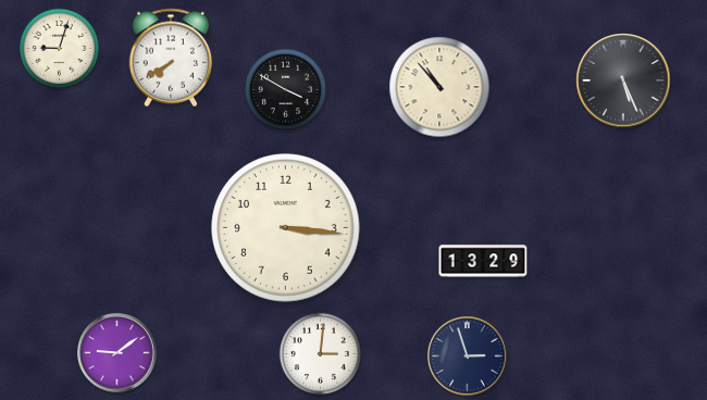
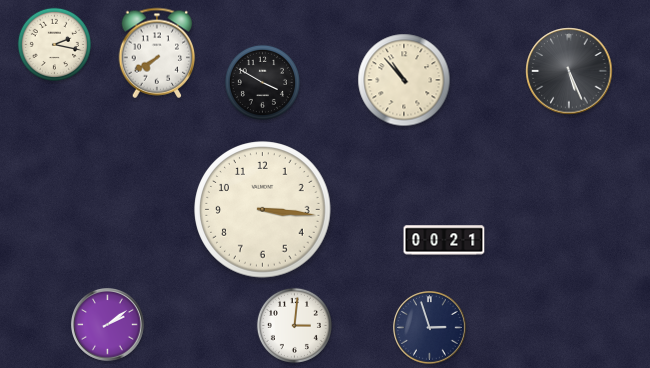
clock at (59, 48): 9:03 -> 2:17
clock at (623, 80) position: (623, 80) -> (569, 71)
clock at (483, 261): 13:29 -> 00:21
clock at (117, 353): 9:09 -> 2:09
